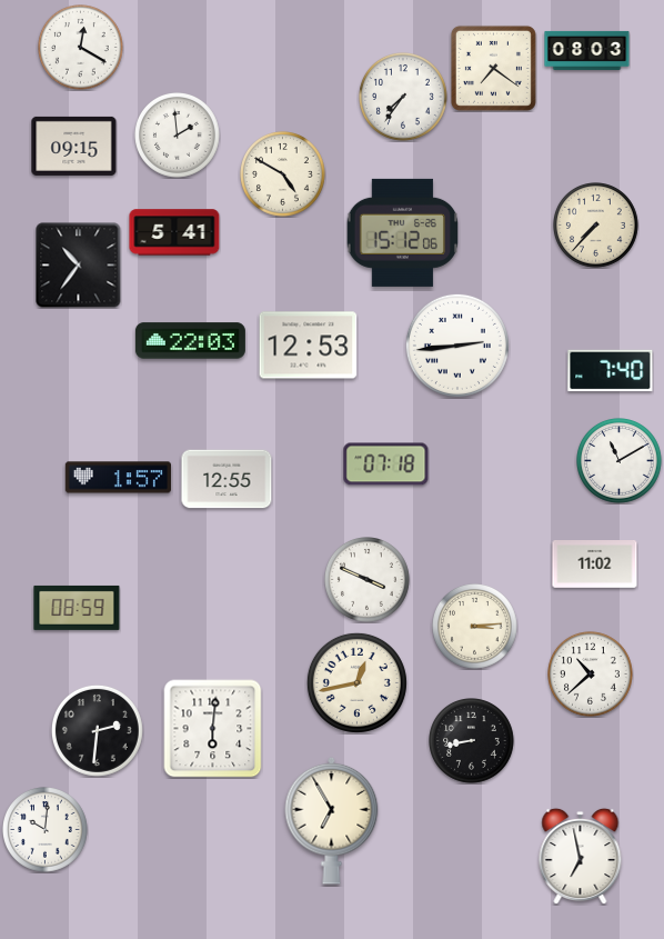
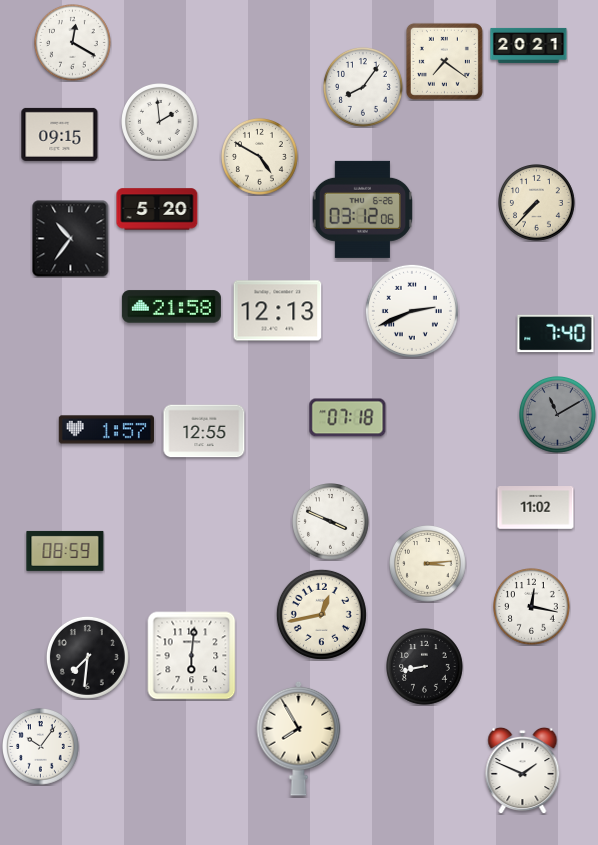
clock at (587, 50): 08:03 -> 20:21
clock at (403, 97): 7:36 -> 8:06
clock at (74, 146) position: (74, 146) -> (60, 134)
clock at (283, 174) position: (283, 174) -> (260, 157)
clock at (174, 232): 5:41 -> 5:20
clock at (402, 232): 15:12 -> 03:12
clock at (190, 341): 22:03 -> 21:58
clock at (309, 346): 12:53 -> 12:13
clock at (457, 346): 2:44 -> 2:41
clock at (611, 371) position: (611, 371) -> (556, 334)
clock at (620, 461) dial: white -> grey
clock at (77, 608) position: (77, 608) -> (65, 551)
clock at (591, 675): 10:38 -> 12:17
clock at (97, 730): 2:31 -> 7:31
clock at (332, 820): 6:55 -> 7:55
clock at (46, 830): 10:01 -> 10:06
clock at (581, 856): 6:58 -> 1:49
